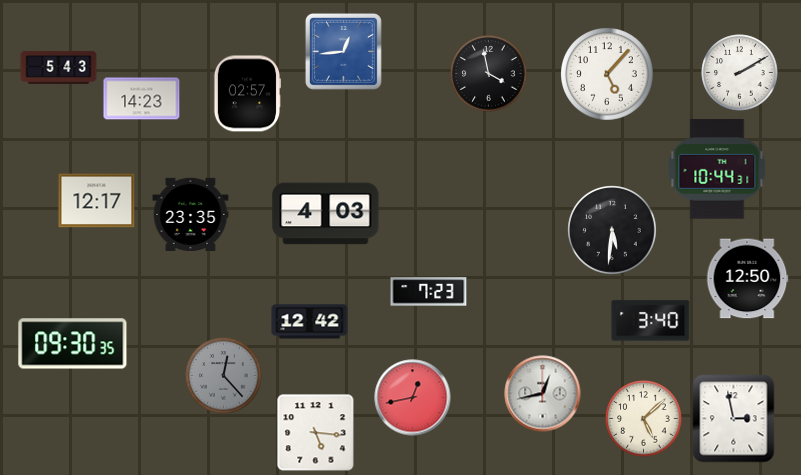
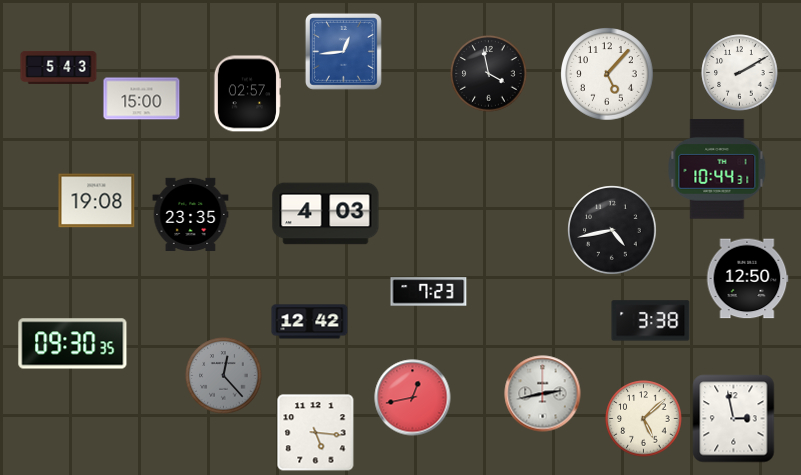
clock at (142, 99): 14:23 -> 15:00
clock at (97, 201): 12:17 -> 19:08
clock at (612, 230): 5:31 -> 4:43
clock at (651, 321): 3:40 -> 3:38
clock at (543, 394): 12:43 -> 2:43
